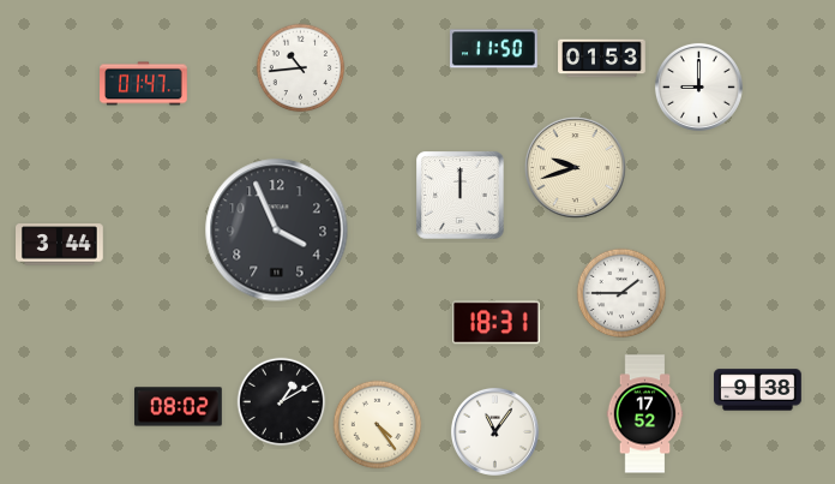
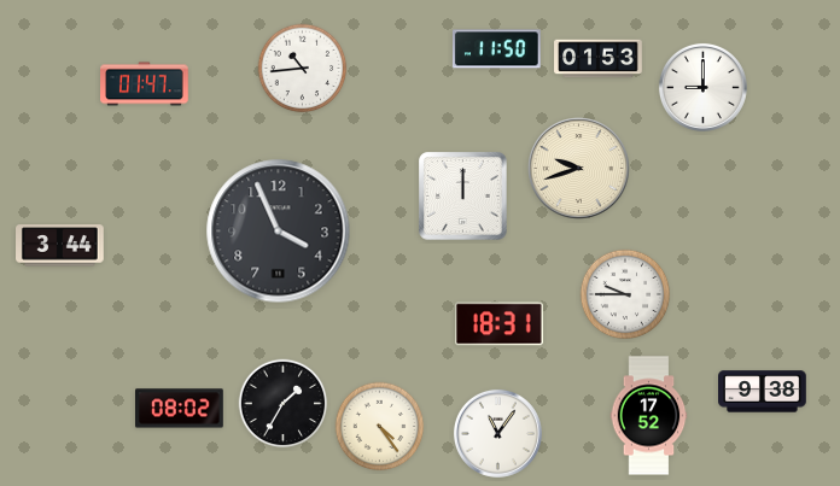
clock at (602, 59) position: (602, 59) -> (599, 59)
clock at (621, 293): 1:45 -> 9:45
clock at (282, 402): 1:10 -> 1:35
